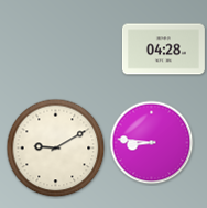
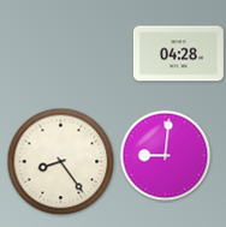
clock at (152, 143): 8:46 -> 9:01
clock at (56, 149): 9:10 -> 8:24
